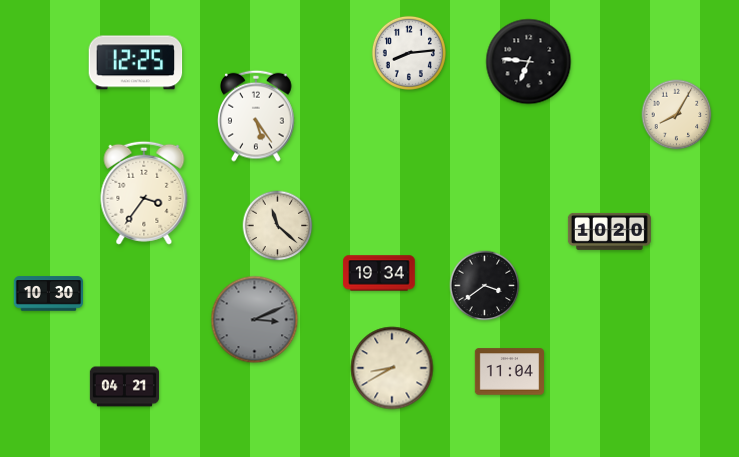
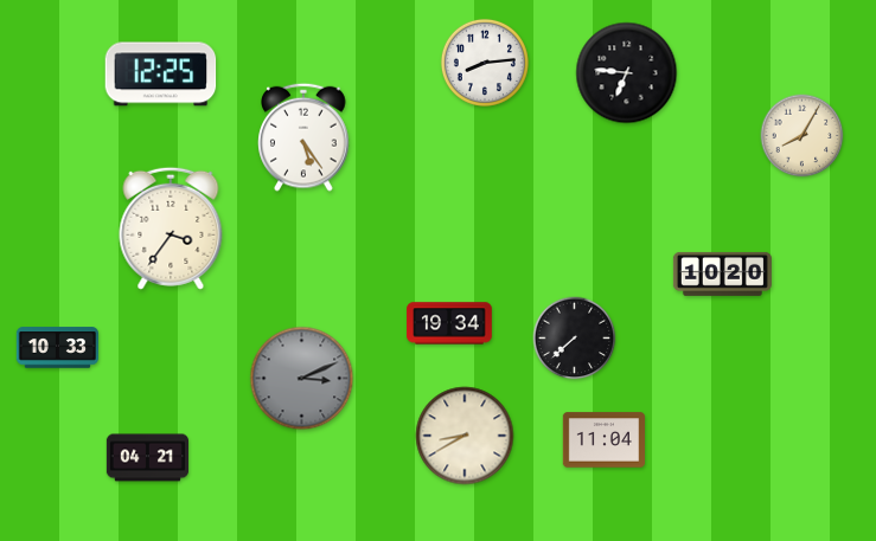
clock at (278, 226): 11:22 -> none
clock at (485, 286): 3:39 -> 7:38
clock at (48, 294): 10:30 -> 10:33
